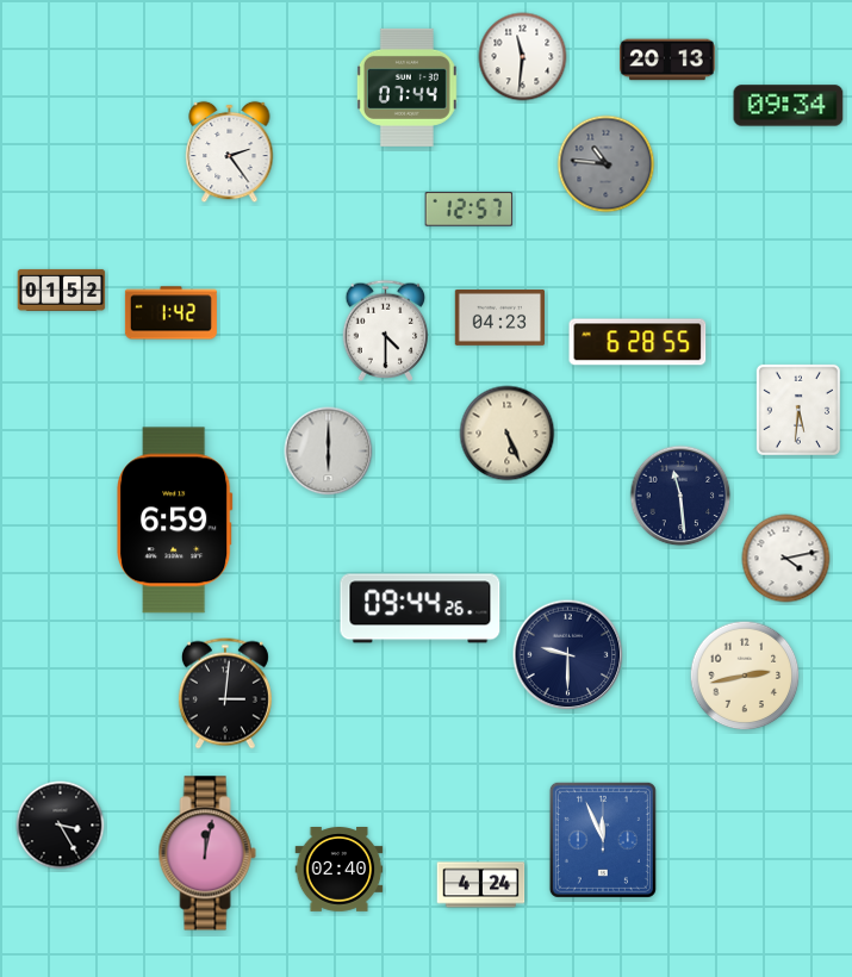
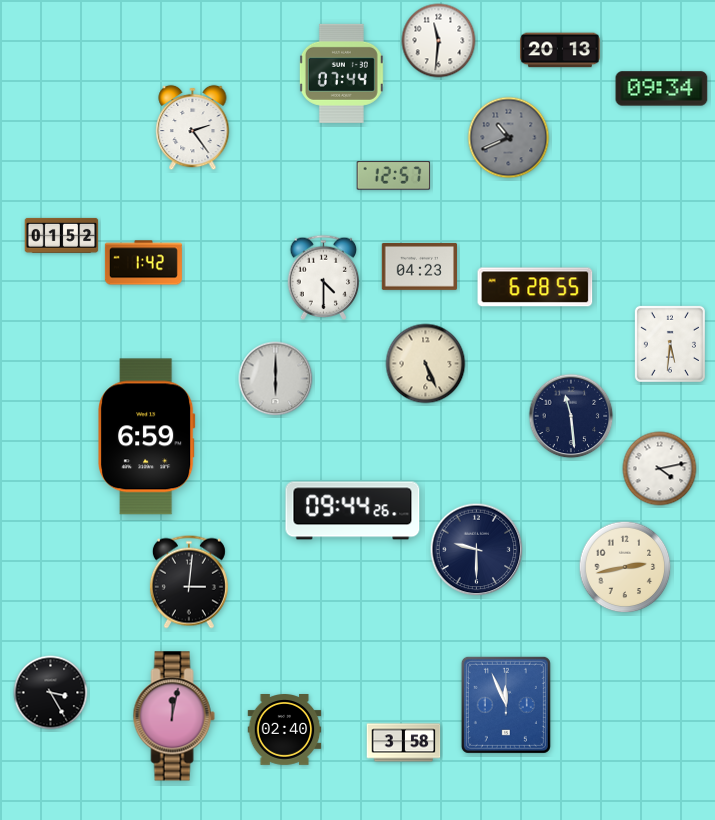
clock at (523, 57) position: (523, 57) -> (439, 41)
clock at (607, 164): 10:46 -> 10:41
clock at (62, 290) position: (62, 290) -> (62, 235)
clock at (481, 885): 4:24 -> 3:58
